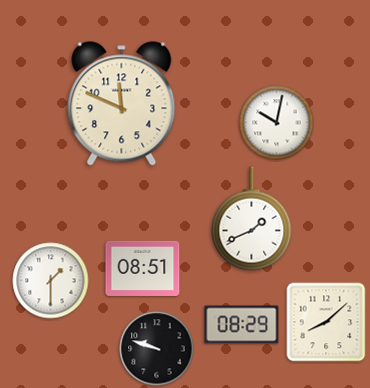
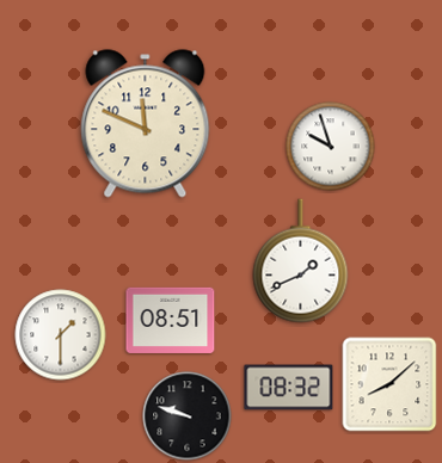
clock at (277, 123): 10:02 -> 9:57
clock at (242, 325): 08:29 -> 08:32
